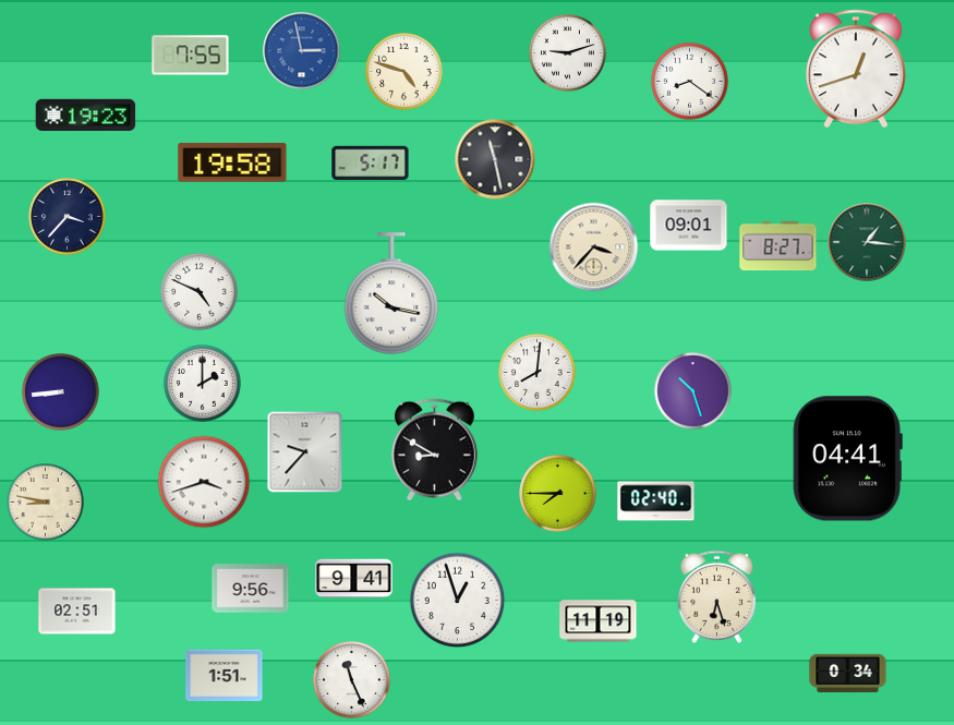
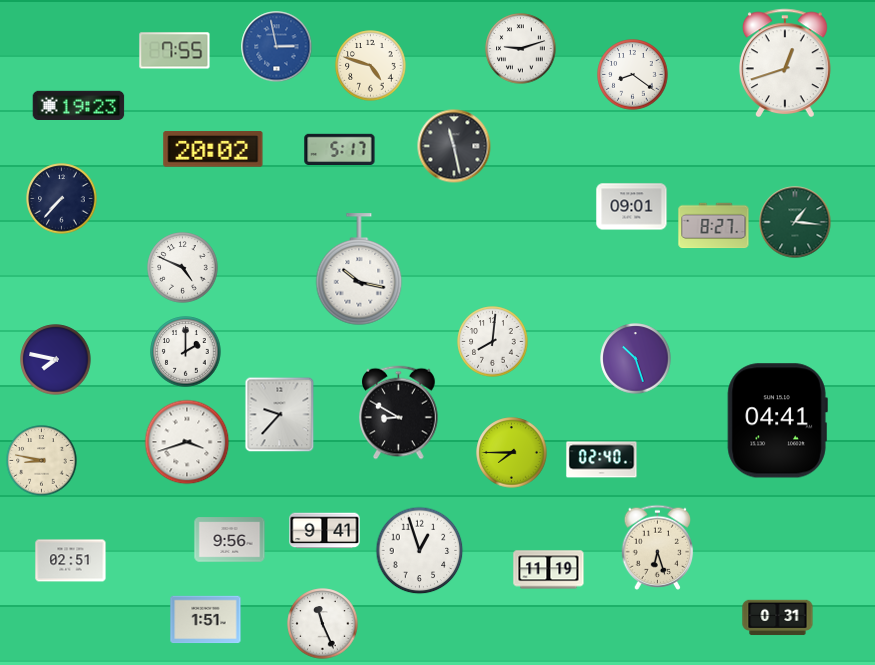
clock at (232, 164): 19:58 -> 20:02
clock at (68, 217): 3:37 -> 7:37
clock at (594, 247): 3:37 -> none
clock at (61, 392): 8:44 -> 7:47
clock at (848, 674): 0:34 -> 0:31
